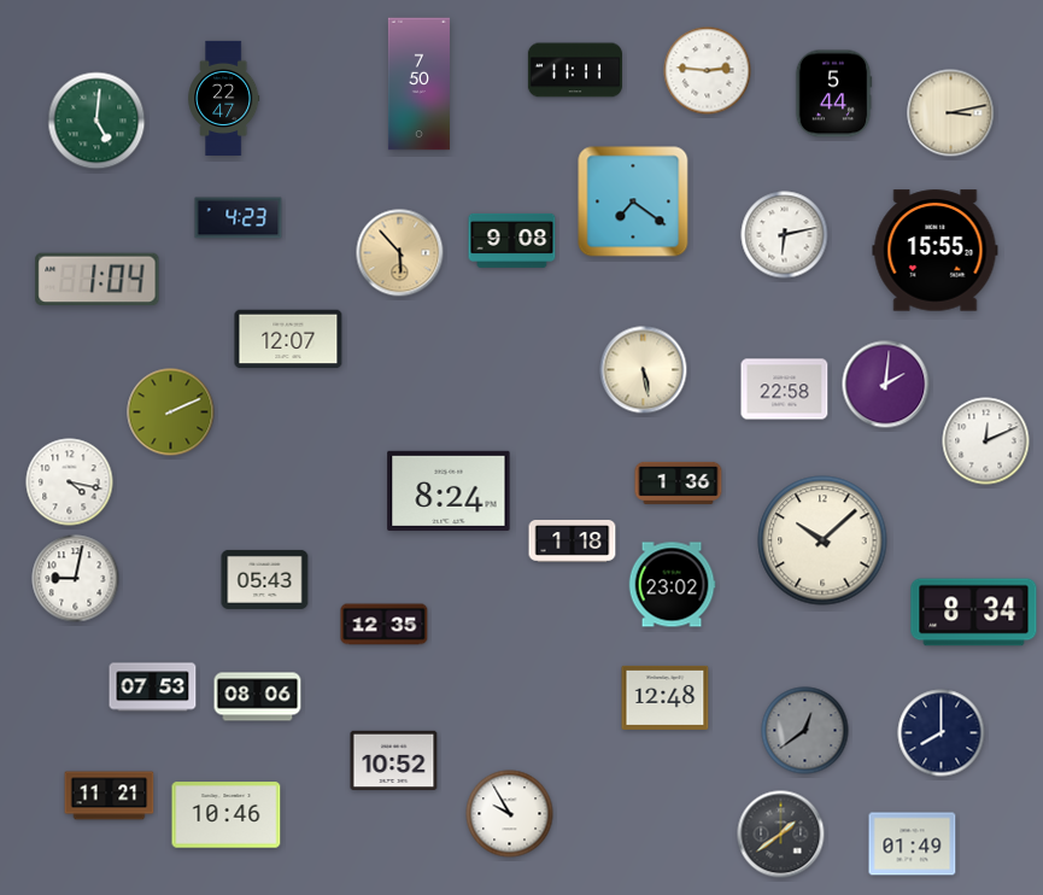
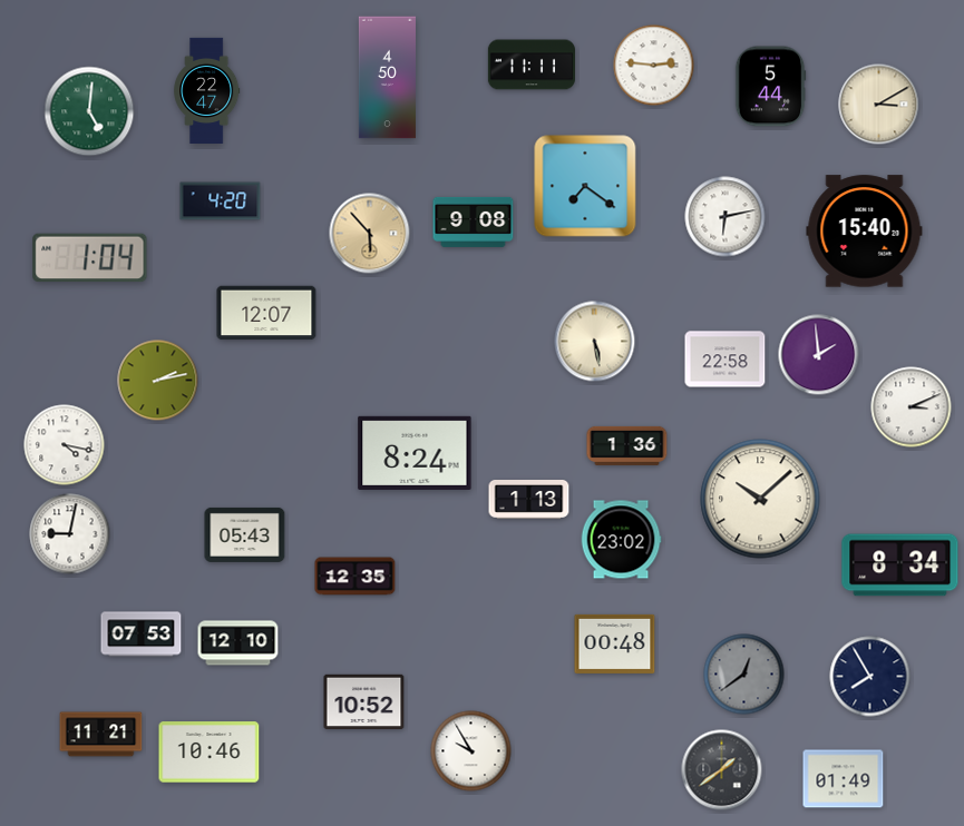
clock at (418, 84): 7:50 -> 4:50
clock at (951, 113): 3:13 -> 3:10
clock at (239, 218): 4:23 -> 4:20
clock at (936, 251): 15:55 -> 15:40
clock at (886, 385): 2:01 -> 1:59
clock at (171, 413): 2:11 -> 2:13
clock at (986, 441): 12:11 -> 3:11
clock at (573, 542): 1:18 -> 1:13
clock at (258, 697): 08:06 -> 12:10
clock at (666, 697): 12:48 -> 00:48
clock at (942, 733): 8:00 -> 7:55
